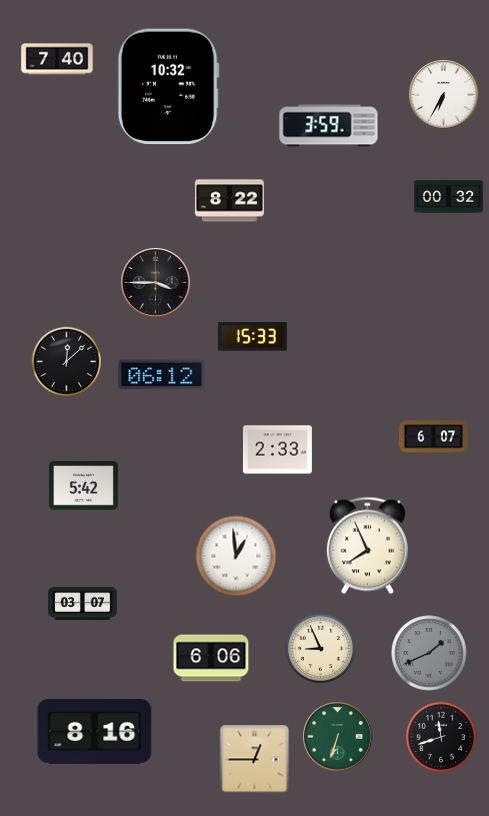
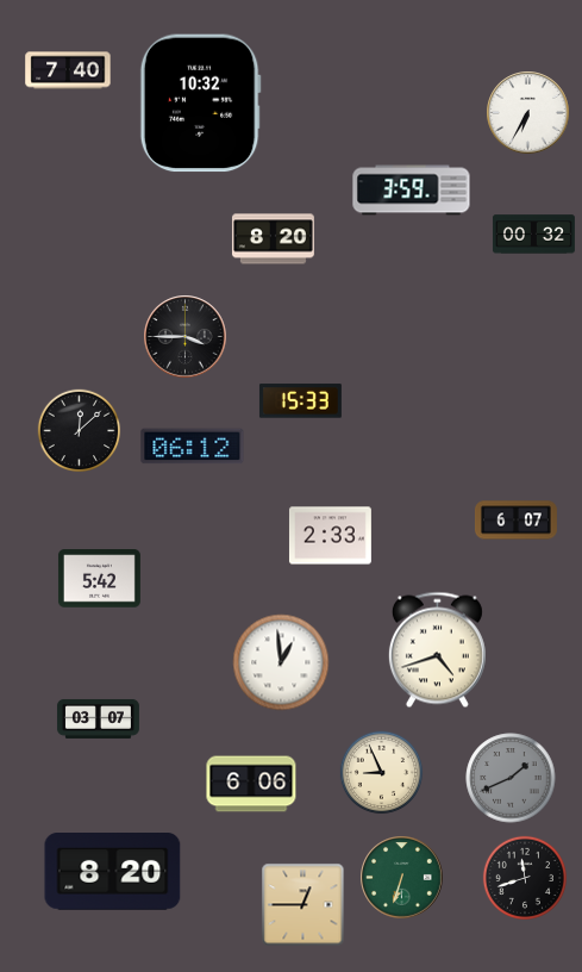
clock at (329, 126) position: (329, 126) -> (412, 191)
clock at (229, 201): 8:22 -> 8:20
clock at (367, 546): 7:56 -> 4:42
clock at (95, 732): 8:16 -> 8:20
